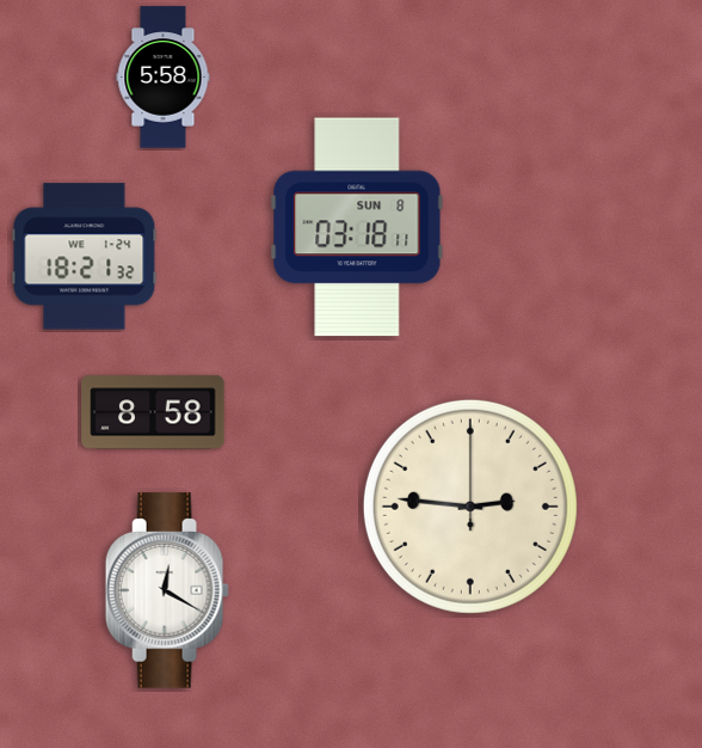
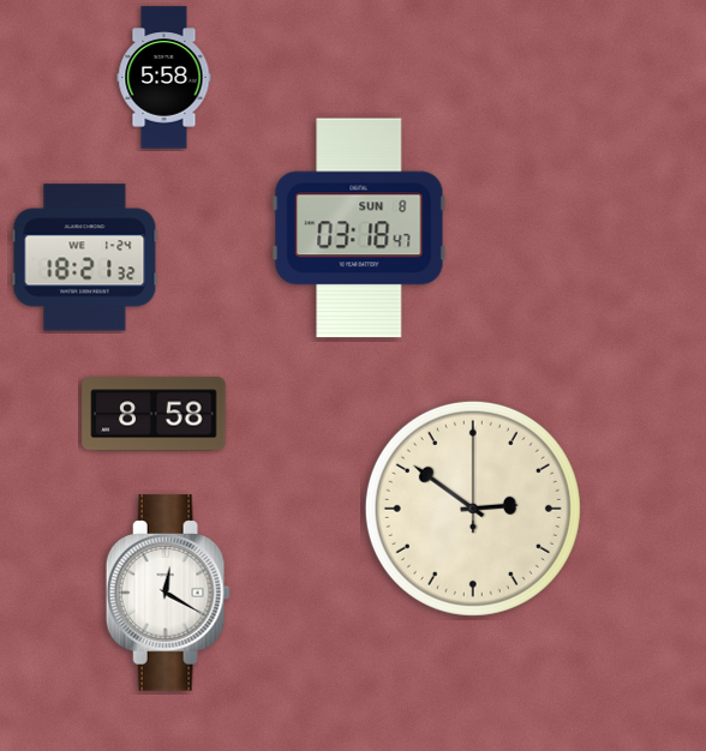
clock at (357, 227): 03:18:11 -> 03:18:47
clock at (470, 507): 2:46 -> 2:51
